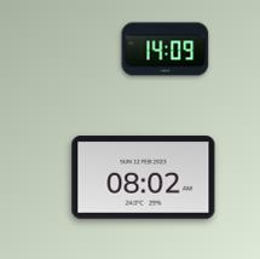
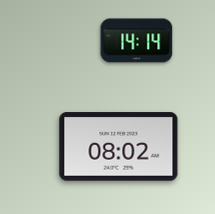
clock at (166, 50): 14:09 -> 14:14
